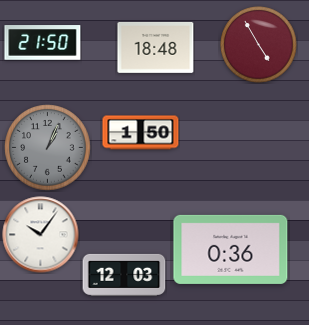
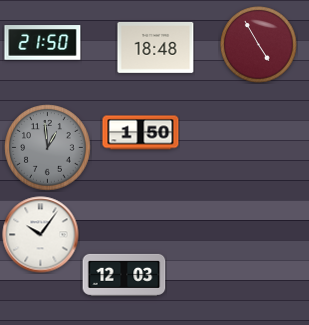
clock at (48, 148): 1:04 -> 12:59
clock at (231, 249): 0:36 -> none
